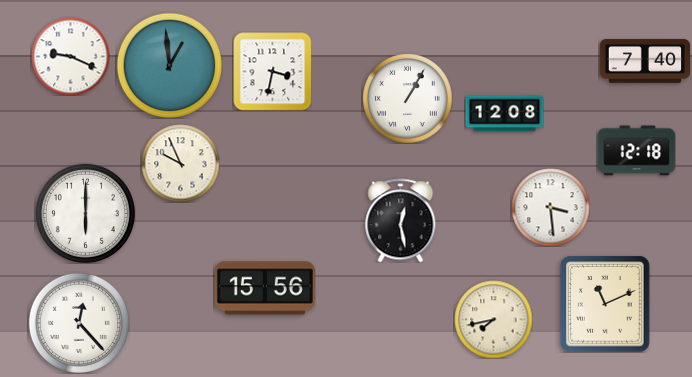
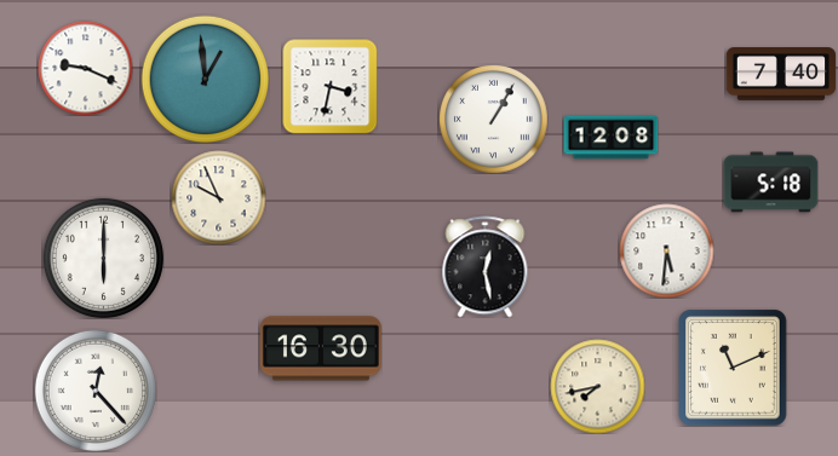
clock at (636, 151): 12:18 -> 5:18
clock at (550, 207): 3:29 -> 5:31
clock at (265, 288): 15:56 -> 16:30
